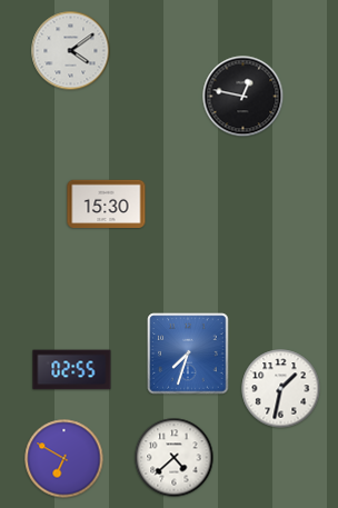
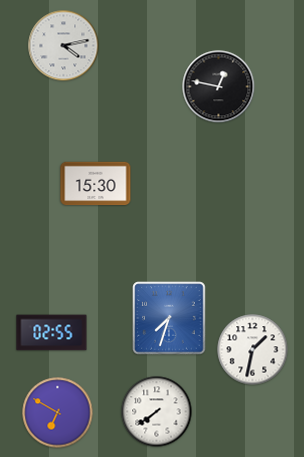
clock at (71, 51): 4:09 -> 4:13
clock at (72, 370) position: (72, 370) -> (52, 333)
clock at (175, 458): 4:38 -> 7:39
